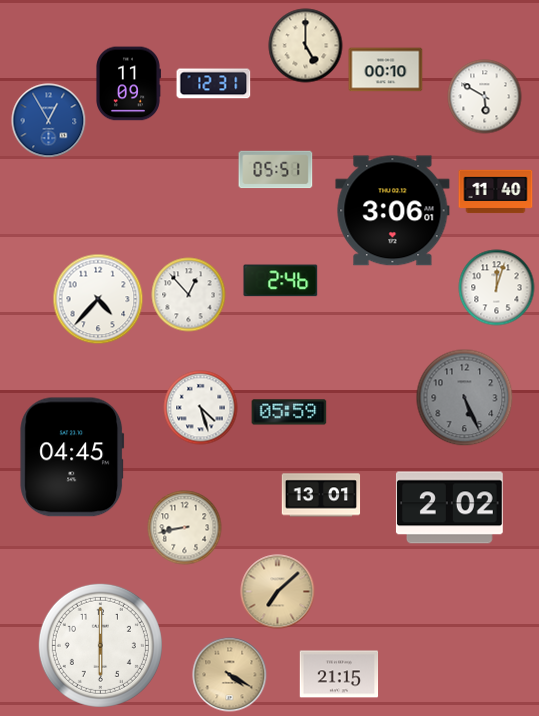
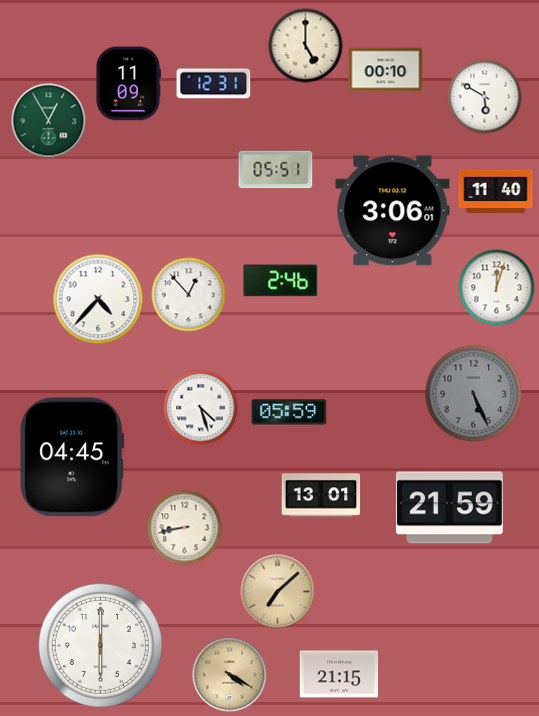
clock at (49, 121) dial: blue -> green
clock at (465, 398) position: (465, 398) -> (474, 394)
clock at (449, 508): 2:02 -> 21:59
